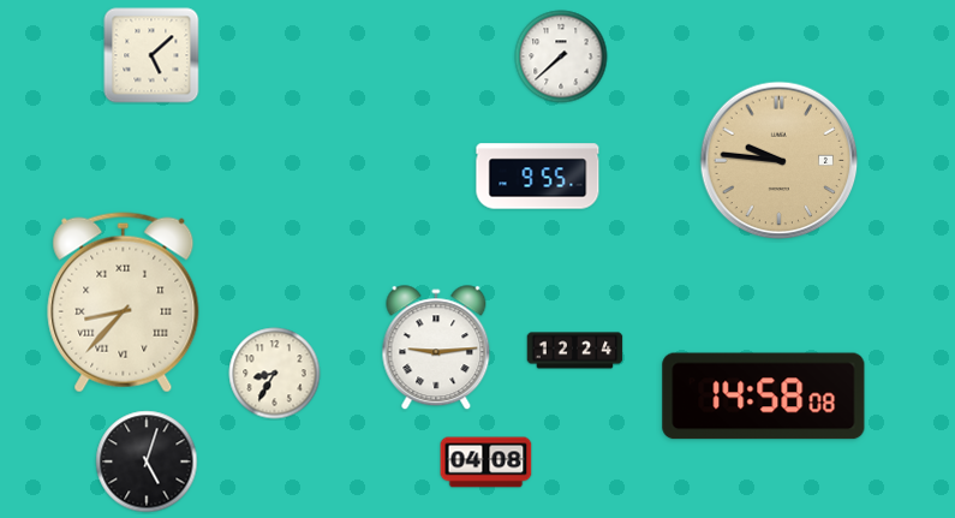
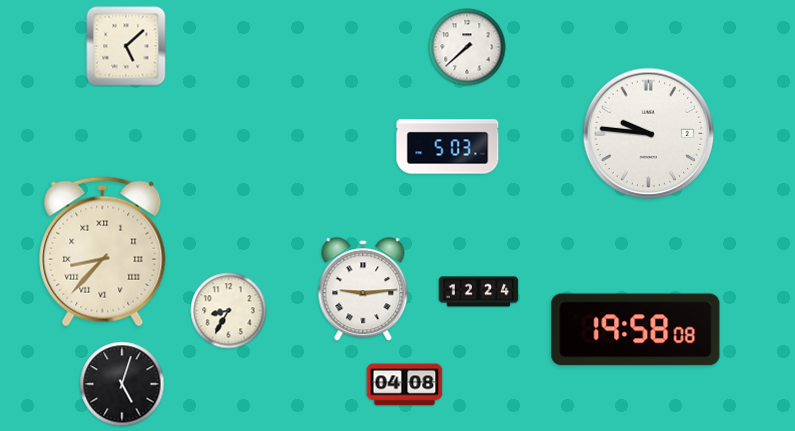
clock at (780, 161) dial: champagne -> white
clock at (538, 177): 9:55 -> 5:03
clock at (764, 397): 14:58 -> 19:58
